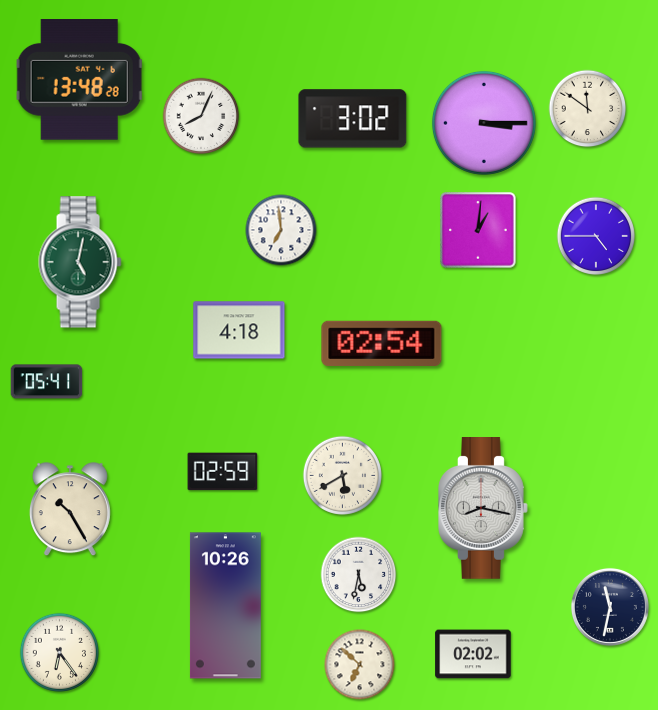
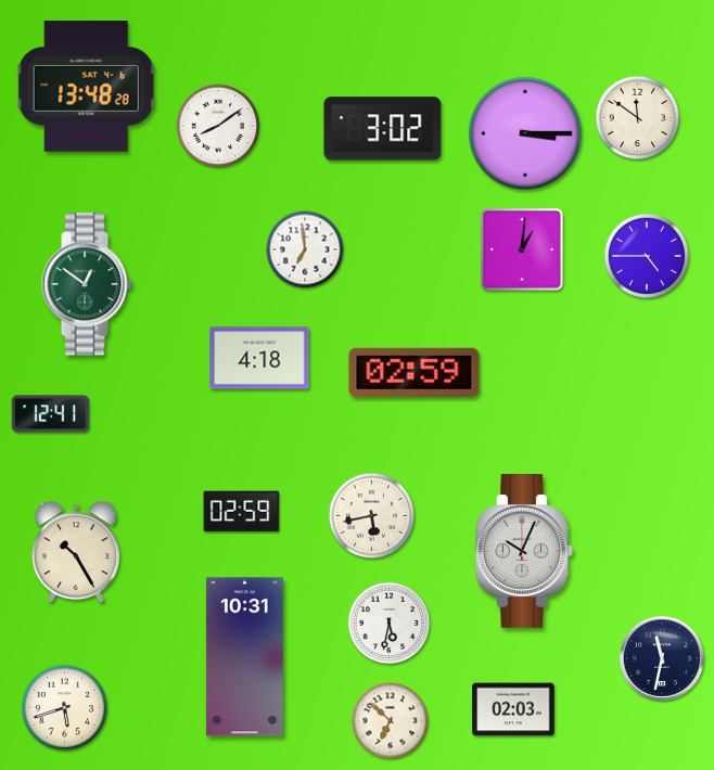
clock at (201, 116): 8:04 -> 8:09
clock at (478, 230) position: (478, 230) -> (522, 249)
clock at (80, 262): 5:02 -> 12:51
clock at (382, 343): 02:54 -> 02:59
clock at (47, 382): 05:41 -> 12:41
clock at (342, 475): 5:40 -> 5:43
clock at (484, 509): 8:17 -> 10:04
clock at (225, 606): 10:26 -> 10:31
clock at (59, 652): 6:24 -> 5:42
clock at (473, 654): 02:02 -> 02:03
